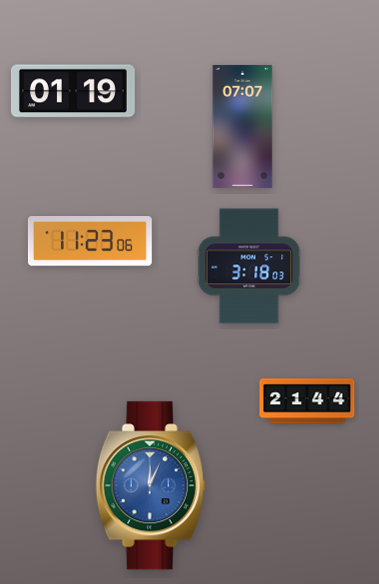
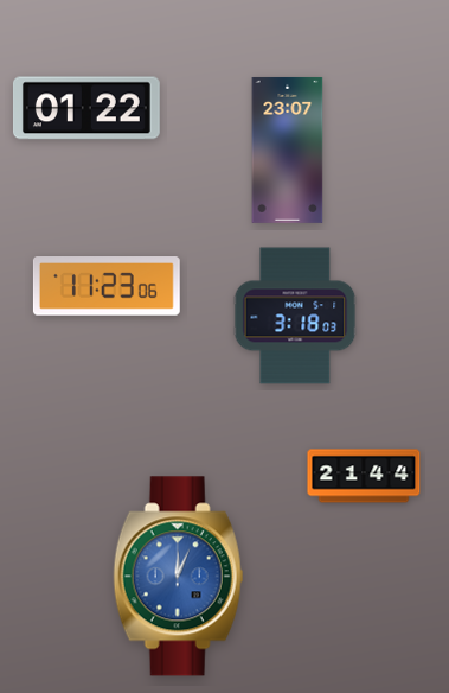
clock at (73, 91): 01:19 -> 01:22
clock at (243, 126): 07:07 -> 23:07
